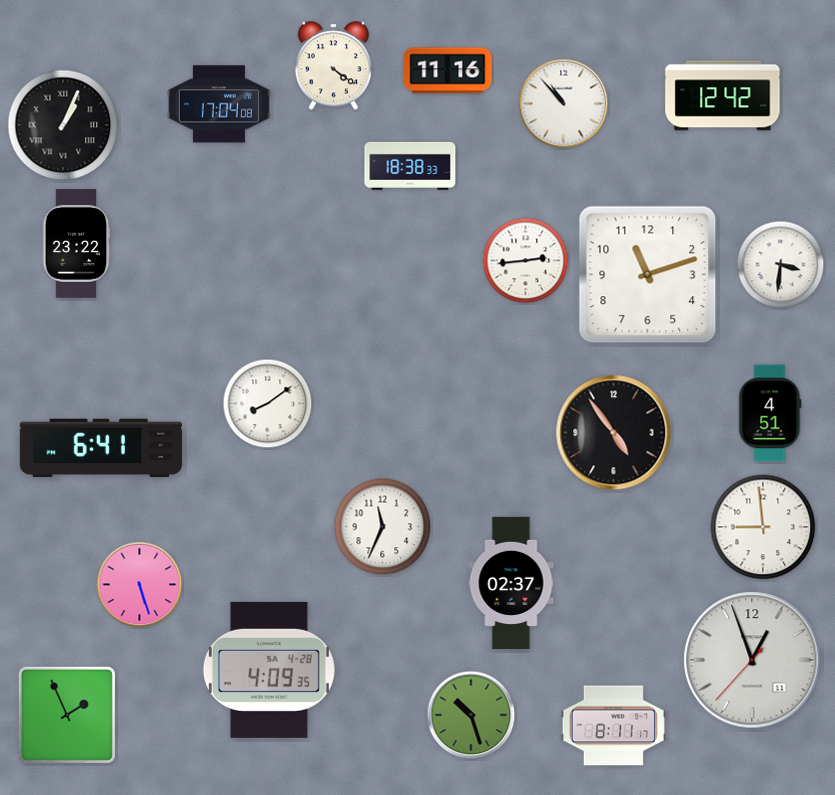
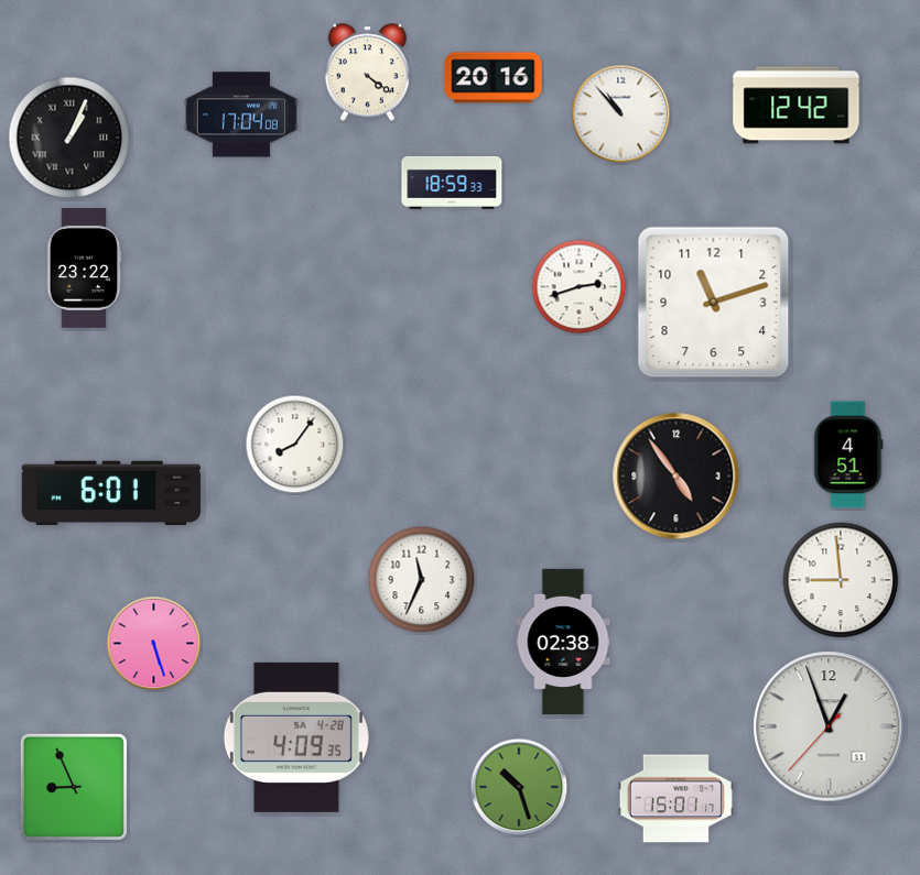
clock at (448, 71): 11:16 -> 20:16
clock at (410, 166): 18:38 -> 18:59
clock at (526, 261): 2:44 -> 2:42
clock at (781, 265): 3:31 -> none
clock at (268, 404): 8:09 -> 8:06
clock at (100, 448): 6:41 -> 6:01
clock at (511, 583): 02:37 -> 02:38
clock at (67, 715): 1:56 -> 8:56
clock at (613, 726): 8:11 -> 15:01
